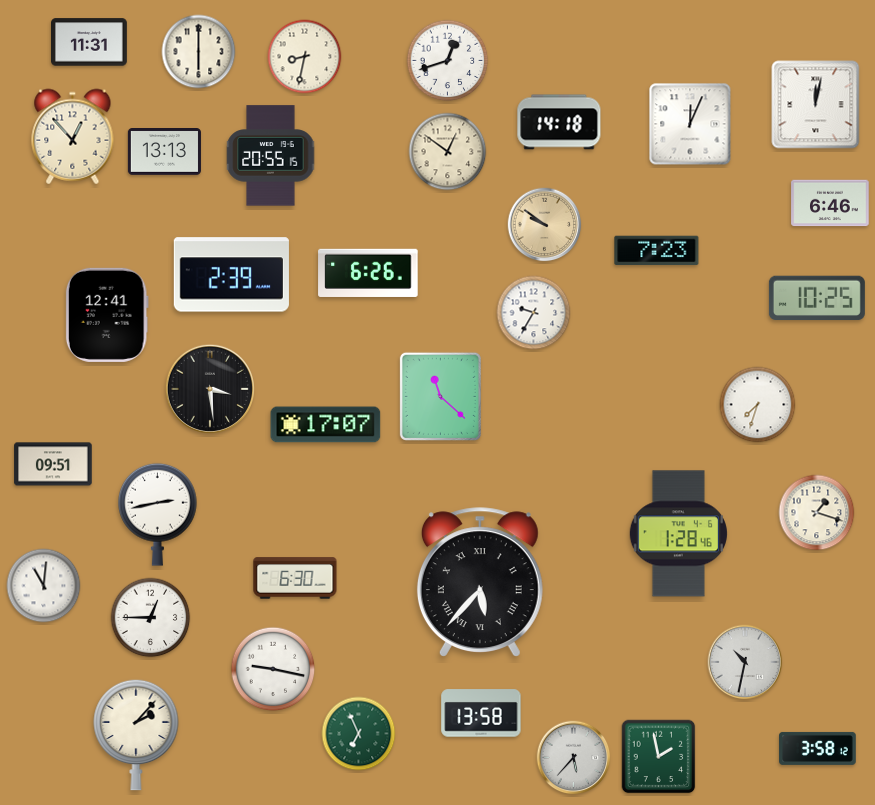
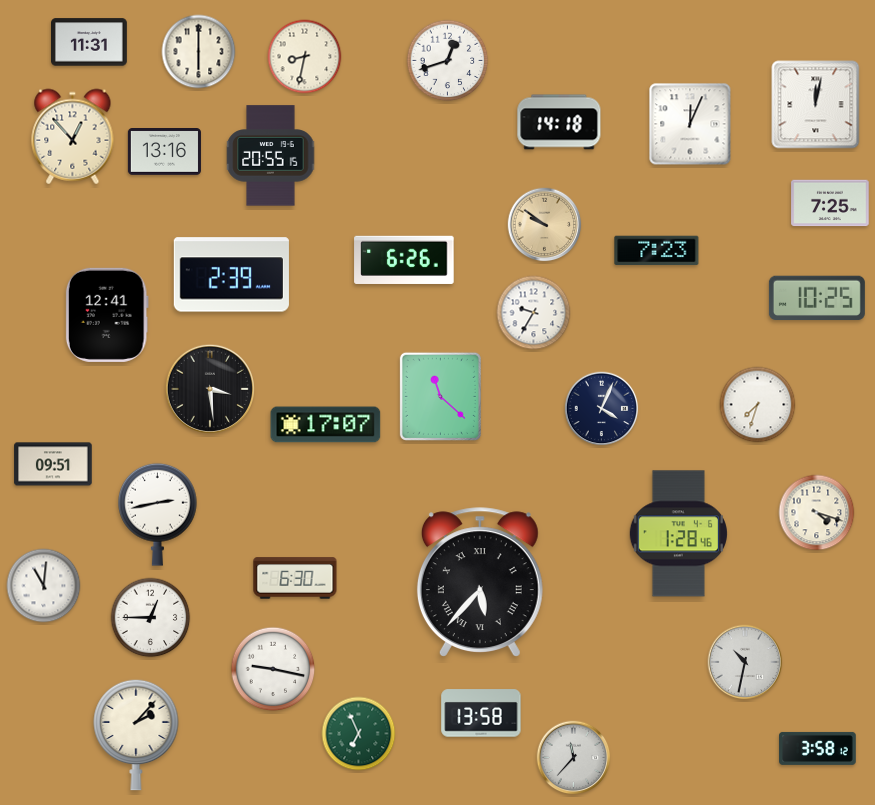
clock at (164, 152): 13:13 -> 13:16
clock at (448, 152): 12:51 -> none
clock at (830, 203): 6:46 -> 7:25
clock at (368, 273) position: (368, 273) -> (404, 260)
clock at (602, 409): none -> 4:04
clock at (817, 513): 1:18 -> 4:18
clock at (659, 757): 1:58 -> none
clock at (574, 758): 5:37 -> 11:37
